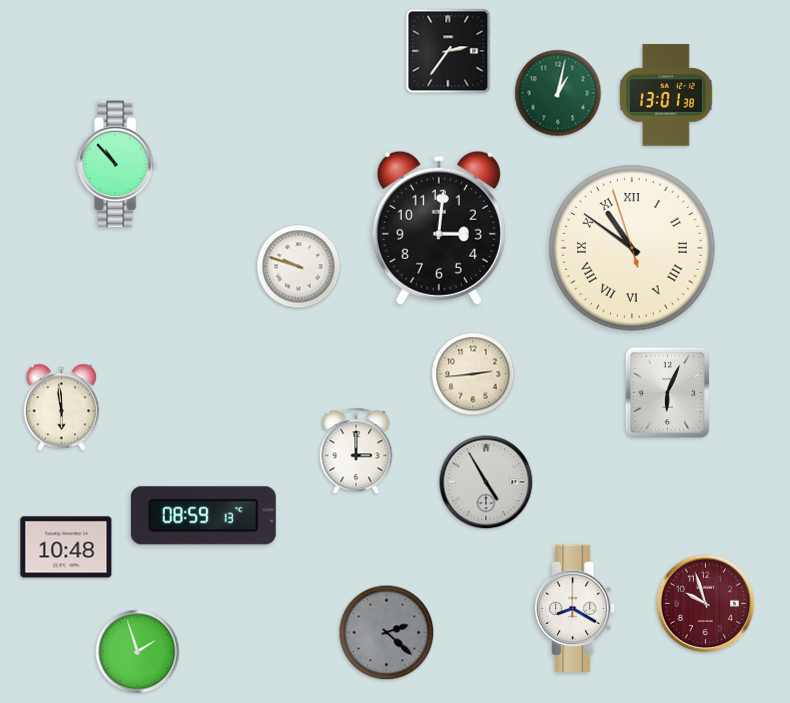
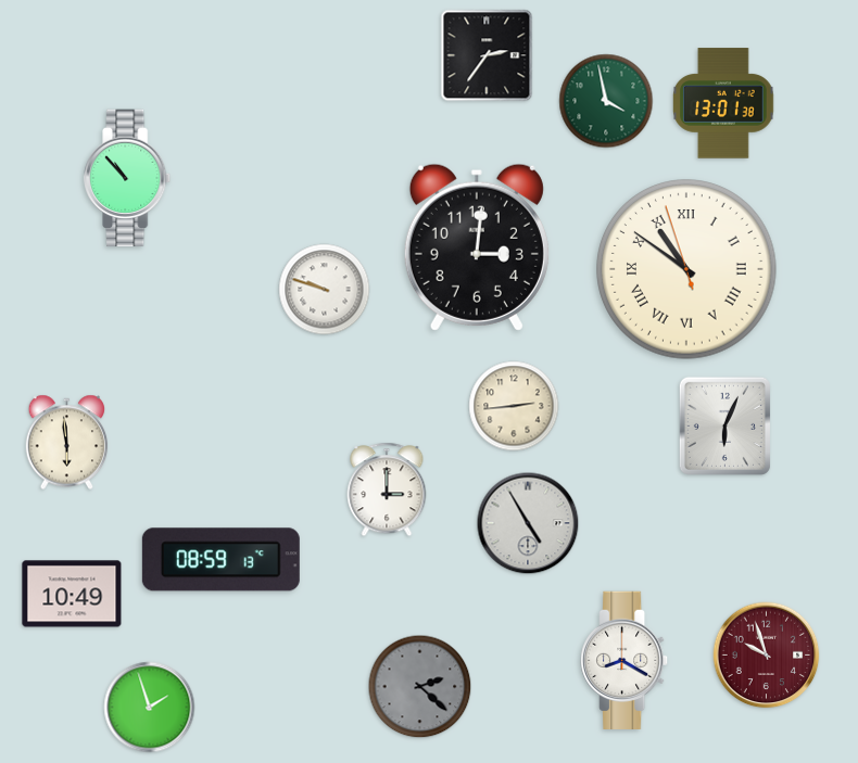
clock at (558, 93): 1:02 -> 3:58
clock at (66, 547): 10:48 -> 10:49
